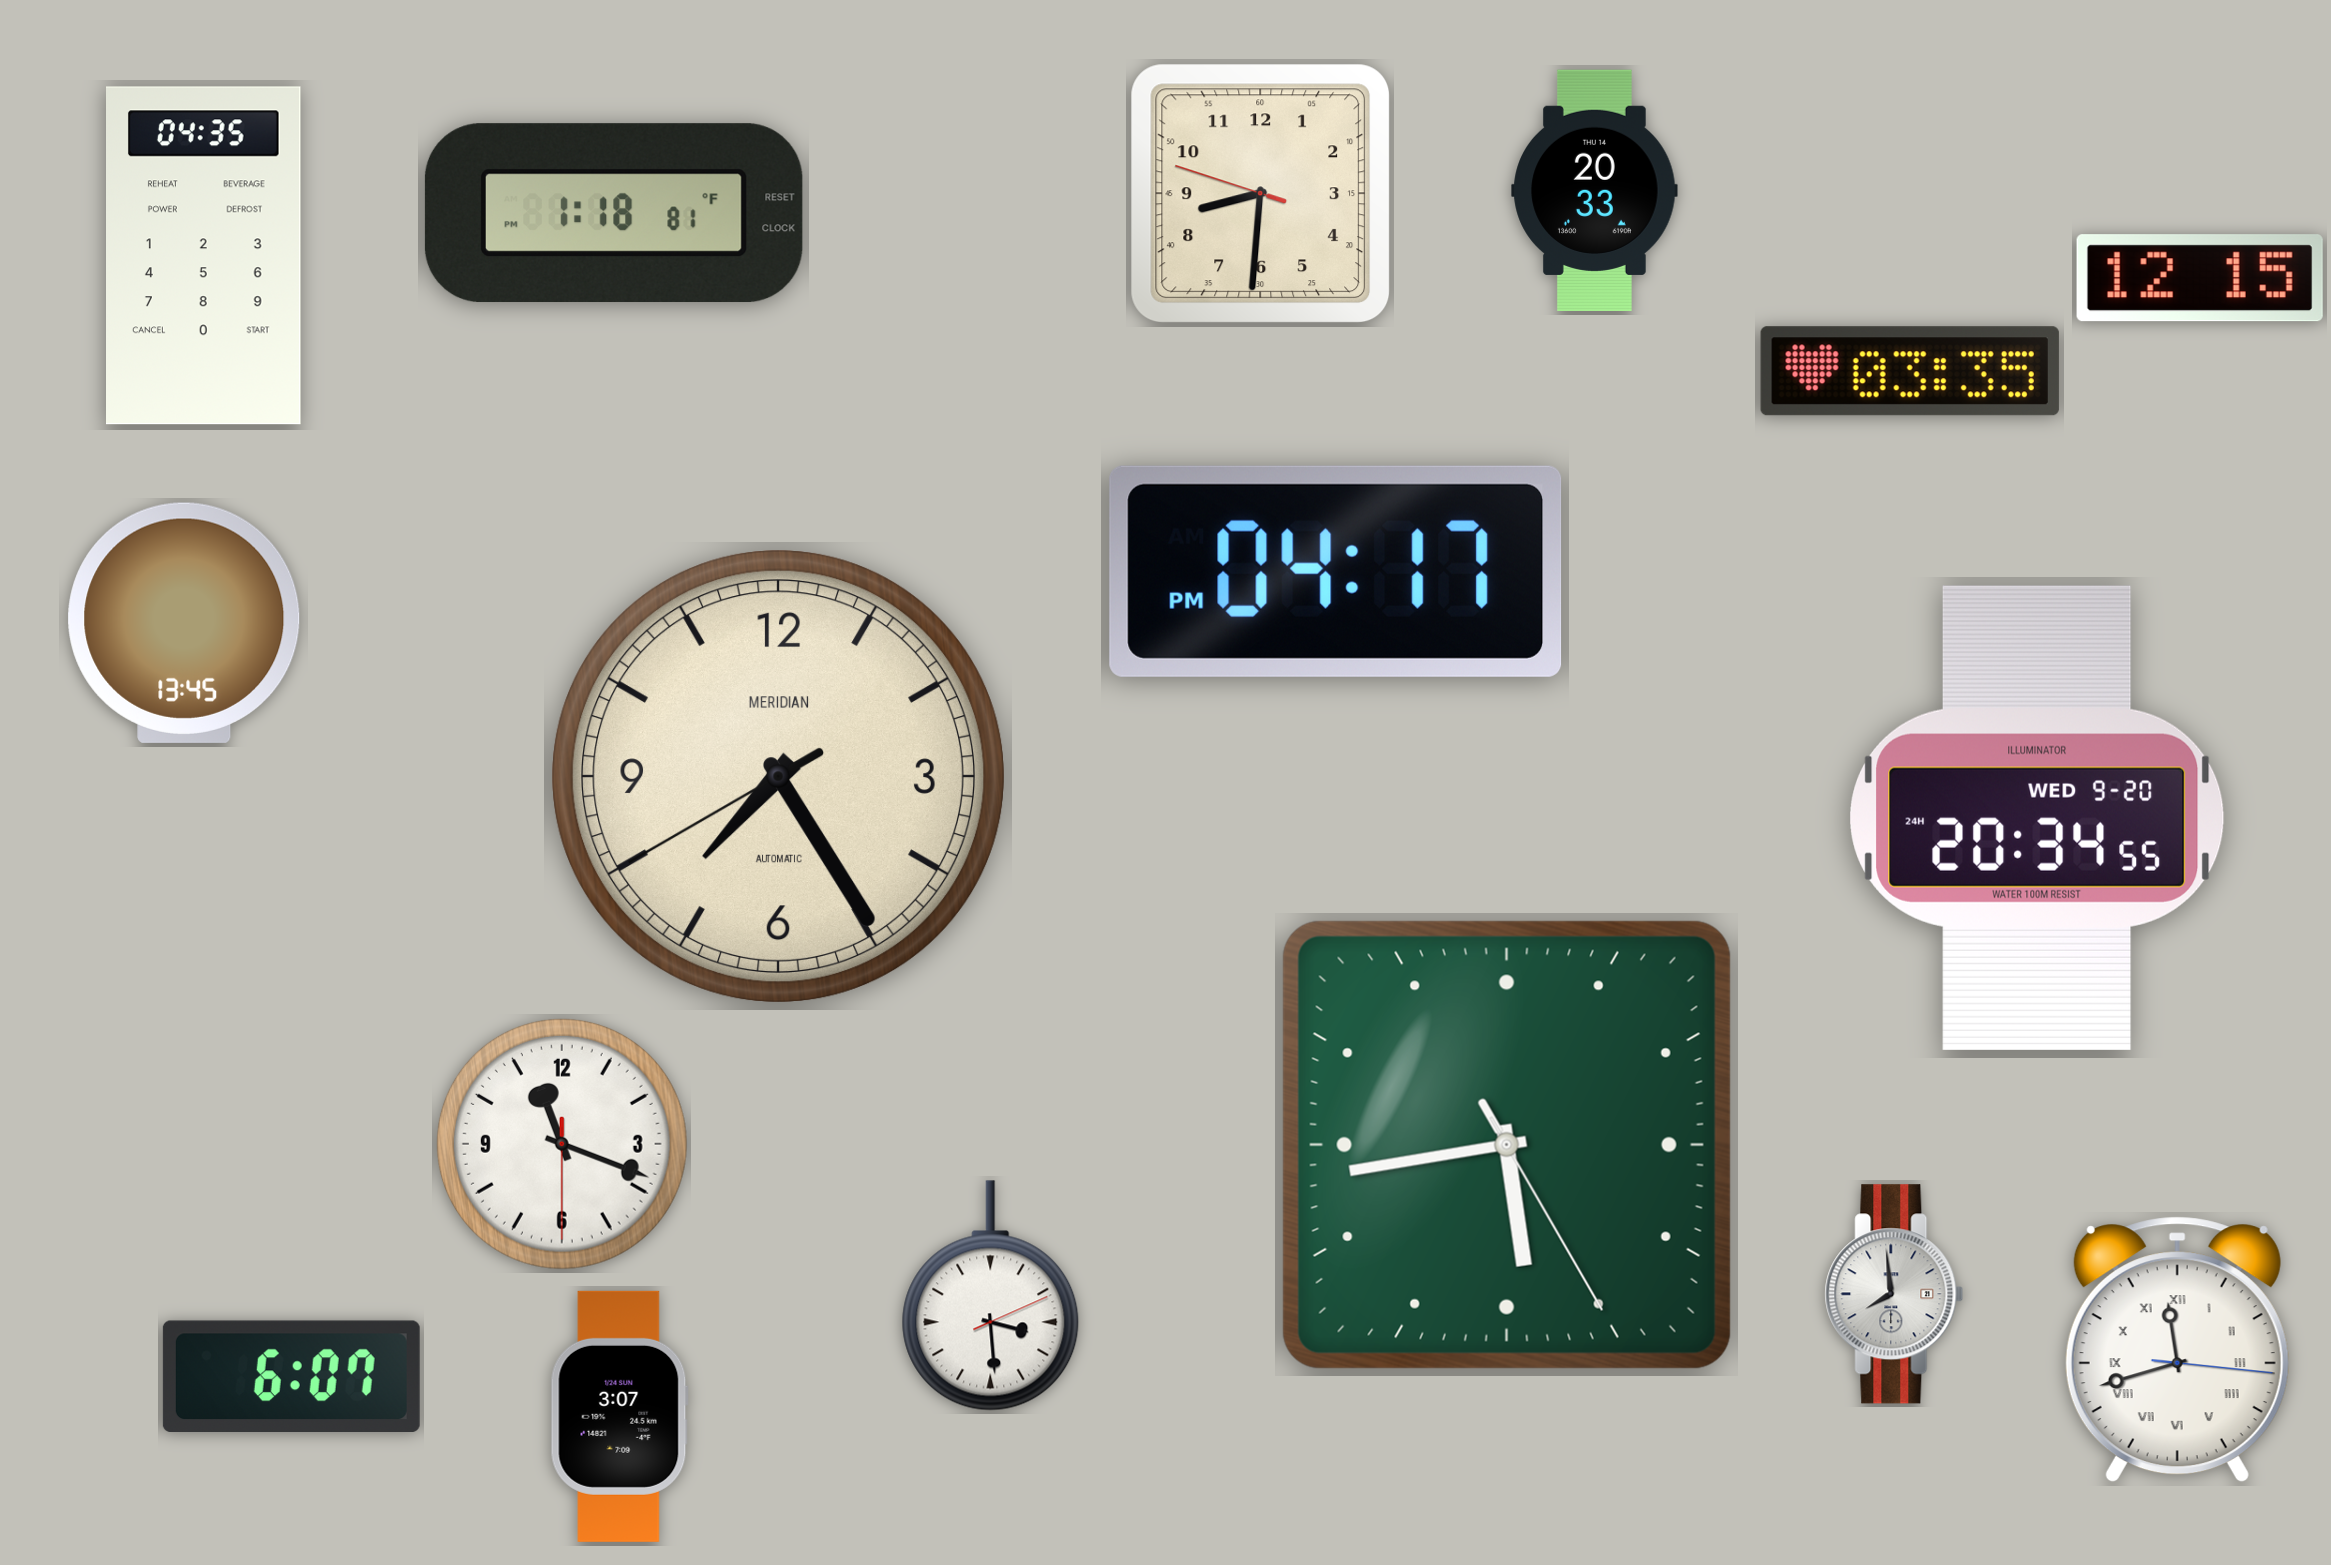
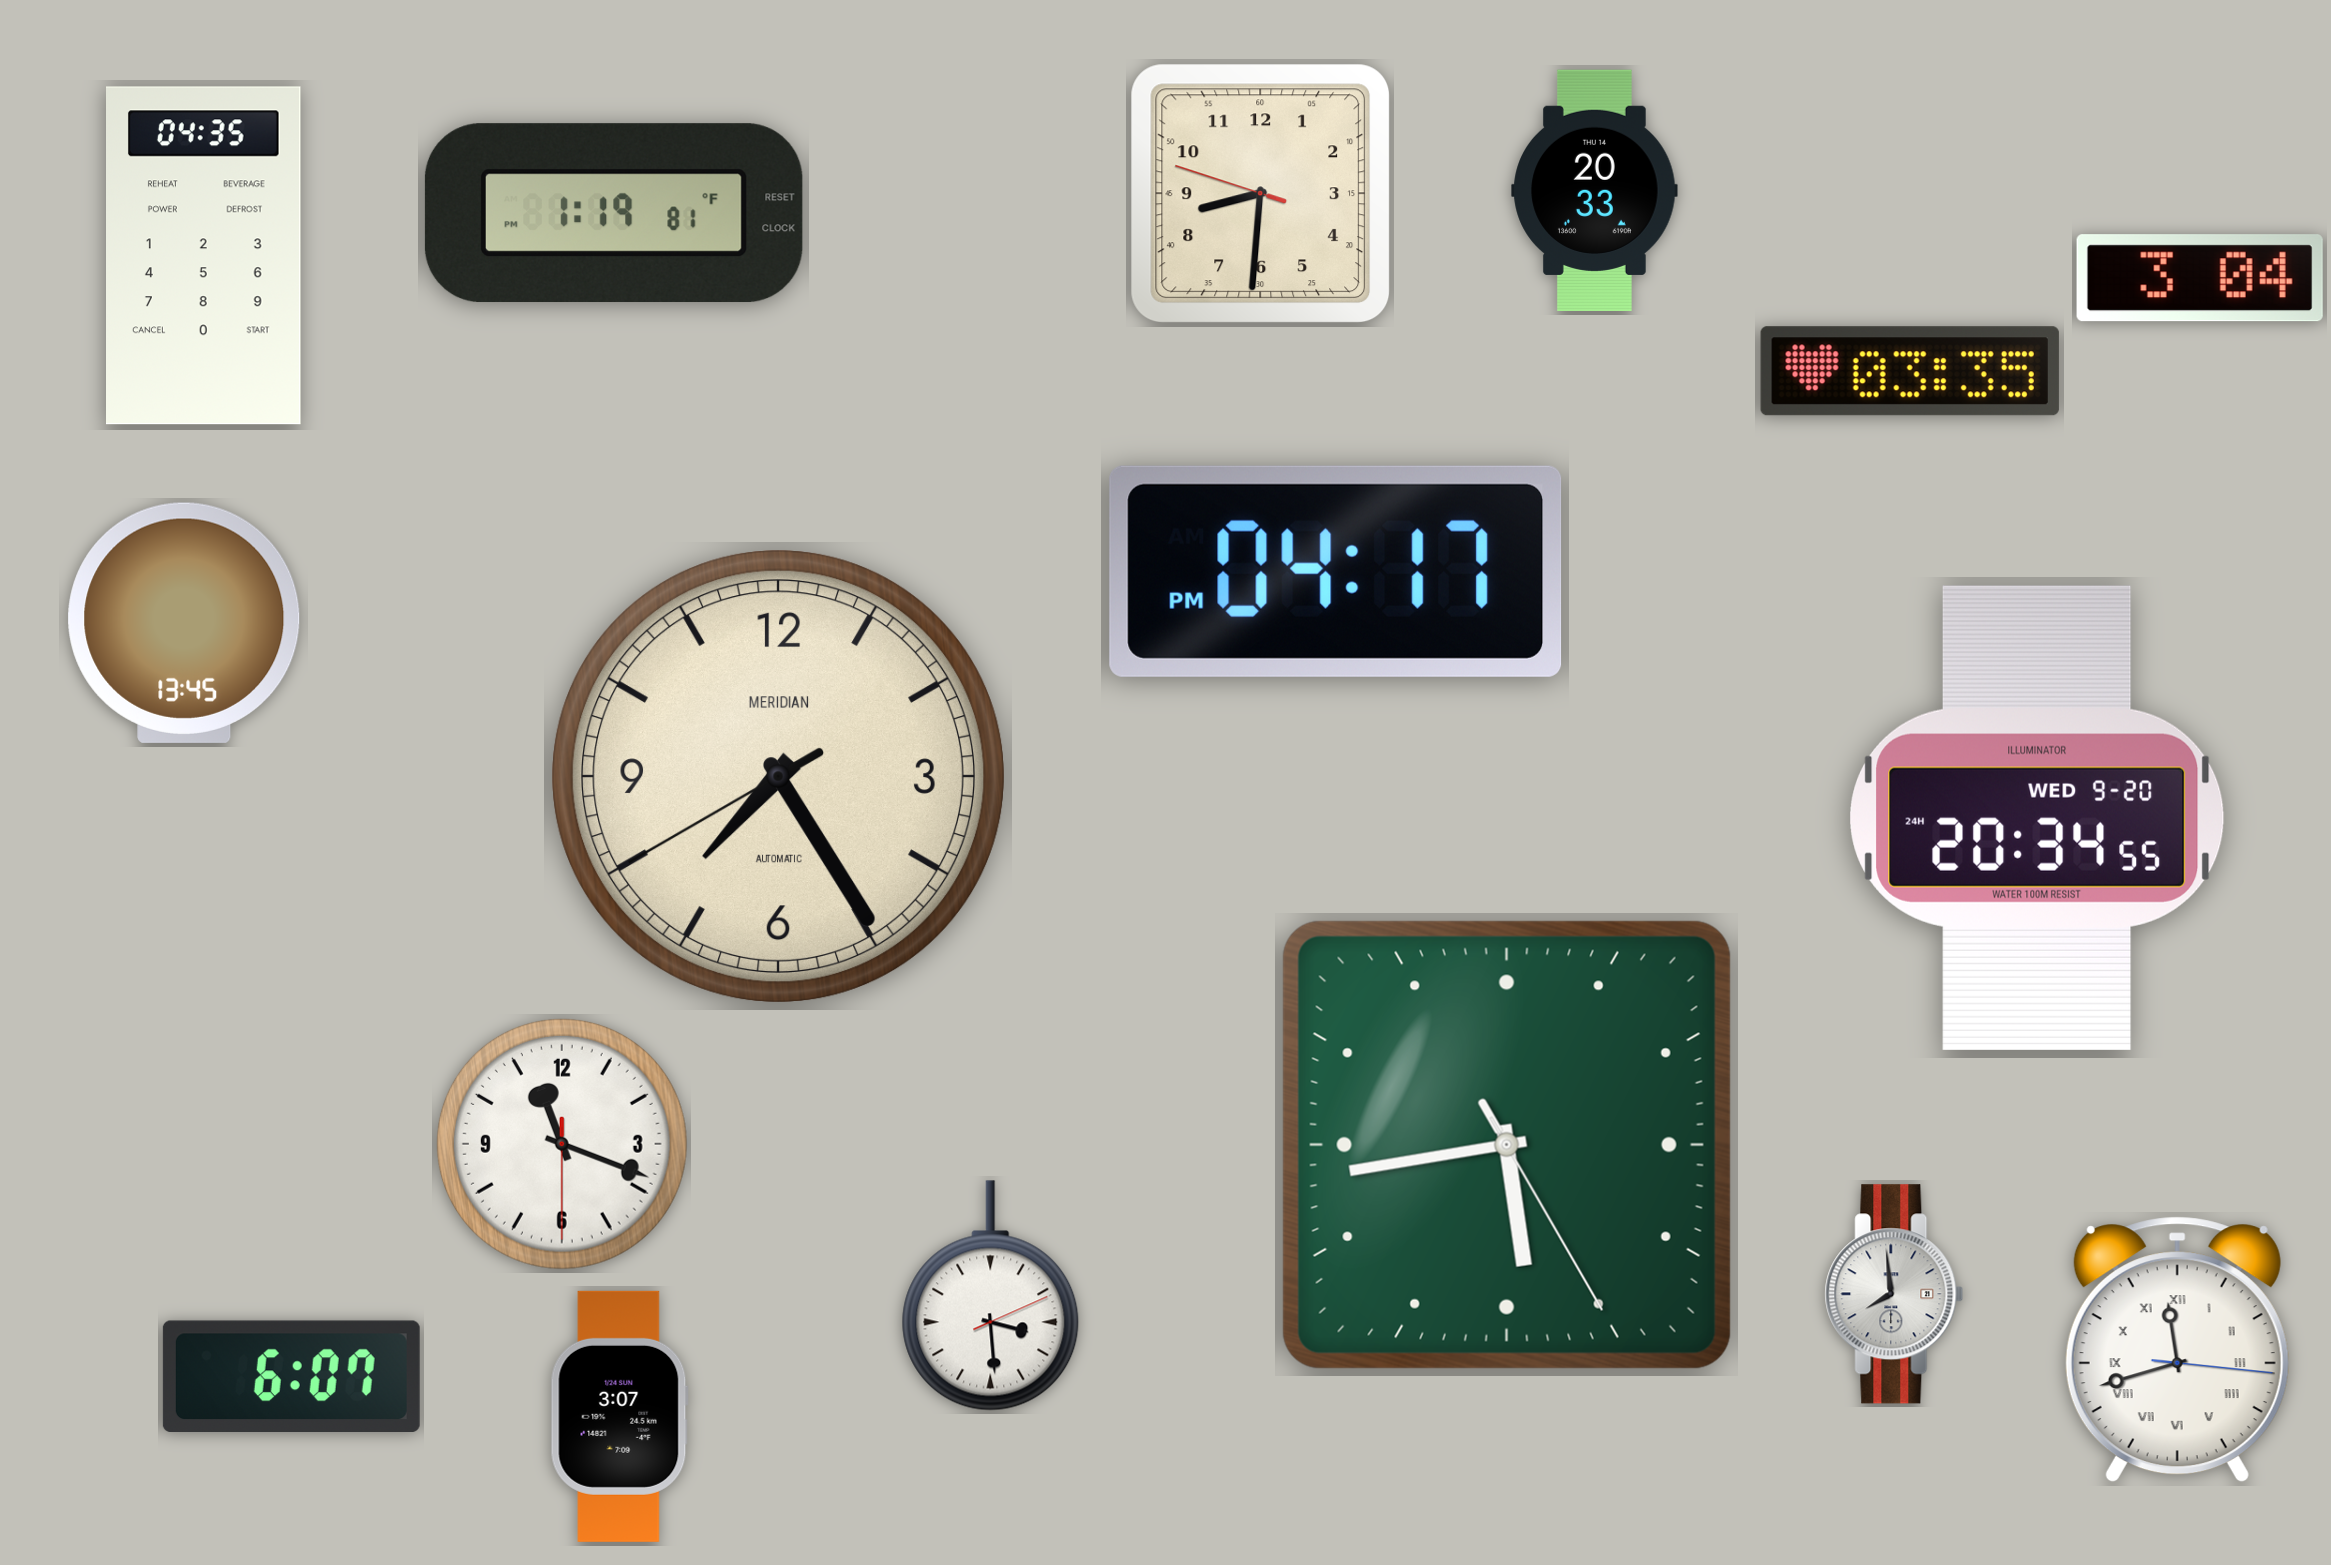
clock at (614, 213): 1:18 -> 1:19
clock at (2200, 278): 12:15 -> 3:04
